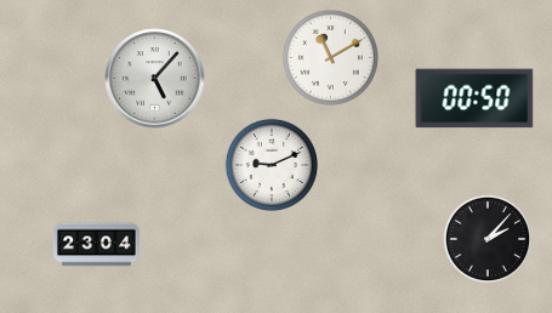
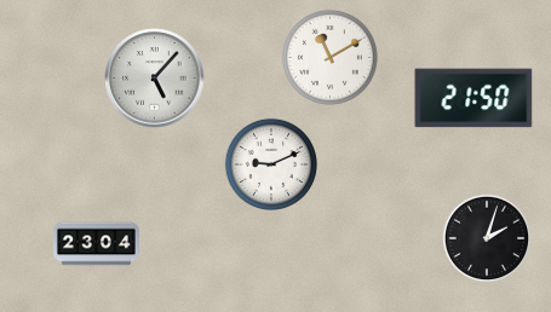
clock at (474, 98): 00:50 -> 21:50
clock at (488, 239): 2:07 -> 2:03
